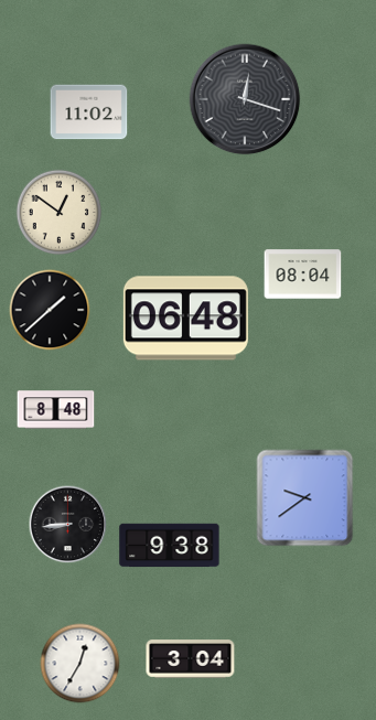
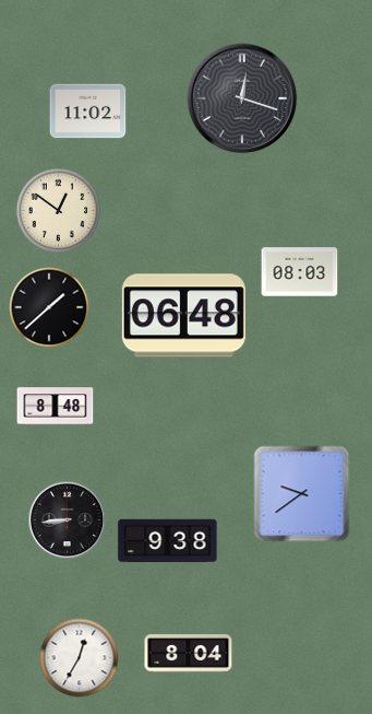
clock at (303, 275): 08:04 -> 08:03
clock at (191, 659): 3:04 -> 8:04
